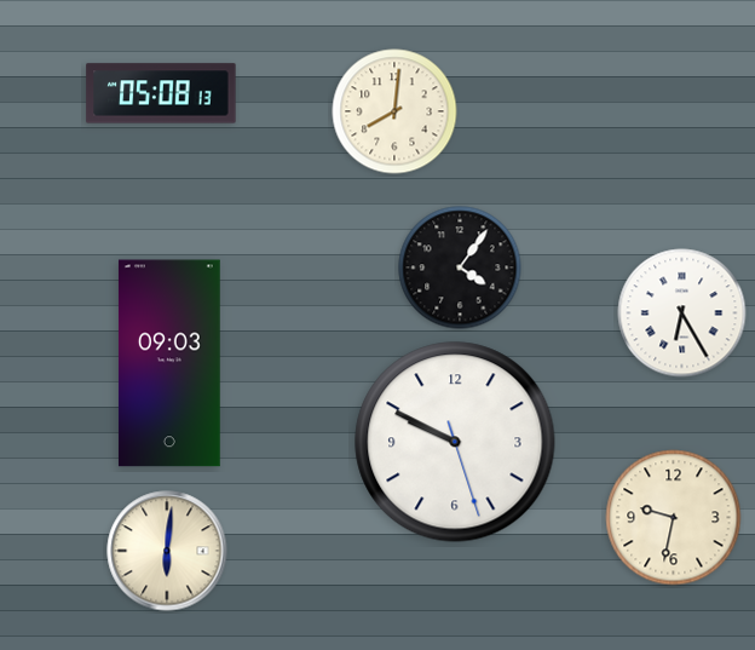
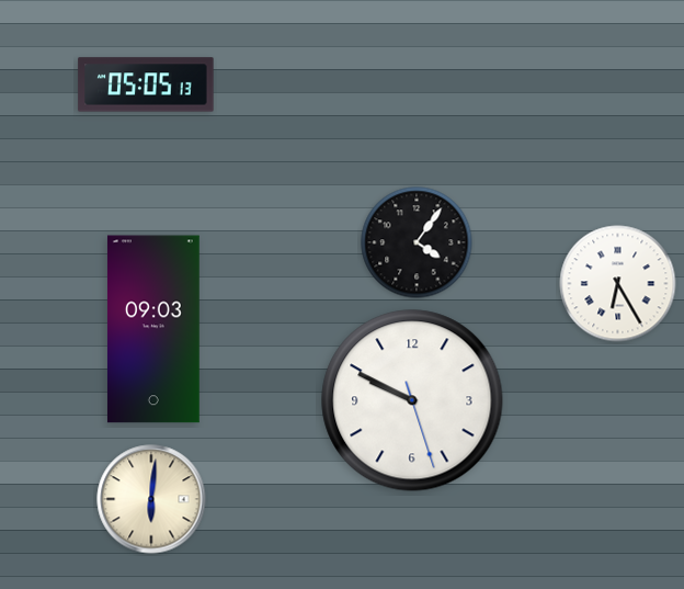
clock at (161, 93): 05:08 -> 05:05
clock at (394, 111): 8:01 -> none
clock at (674, 518): 9:32 -> none
